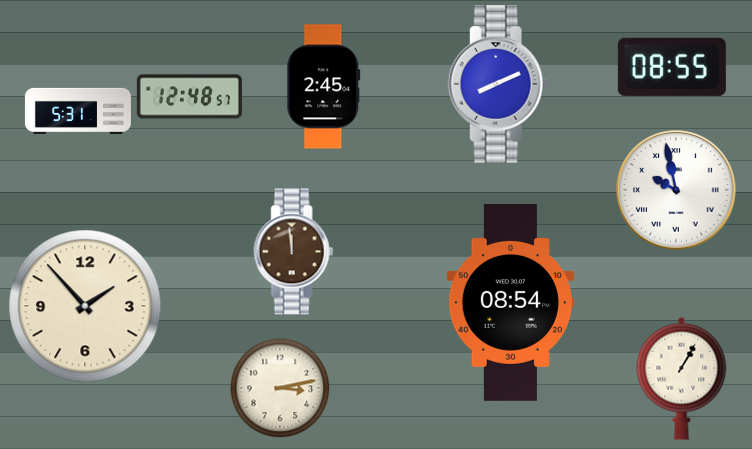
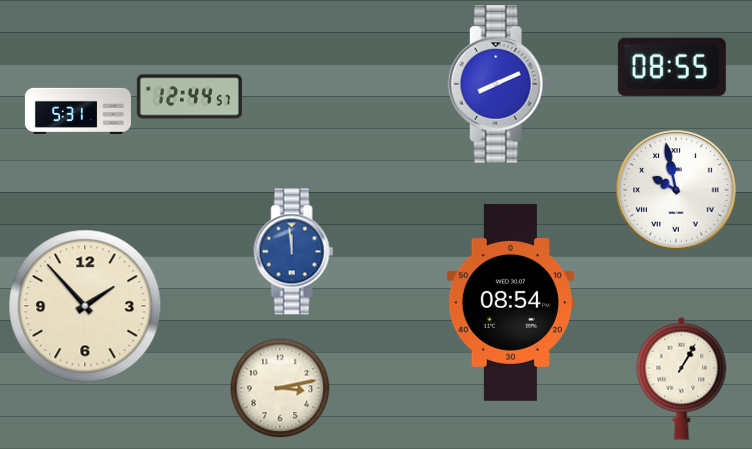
clock at (324, 87): 2:45 -> none
clock at (189, 97): 12:48 -> 12:44
clock at (294, 252) dial: brown -> blue
